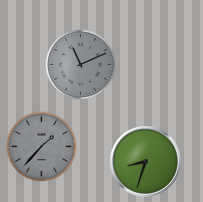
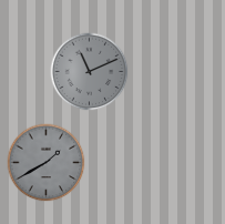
clock at (42, 147): 1:37 -> 1:40
clock at (145, 161): 8:33 -> none
